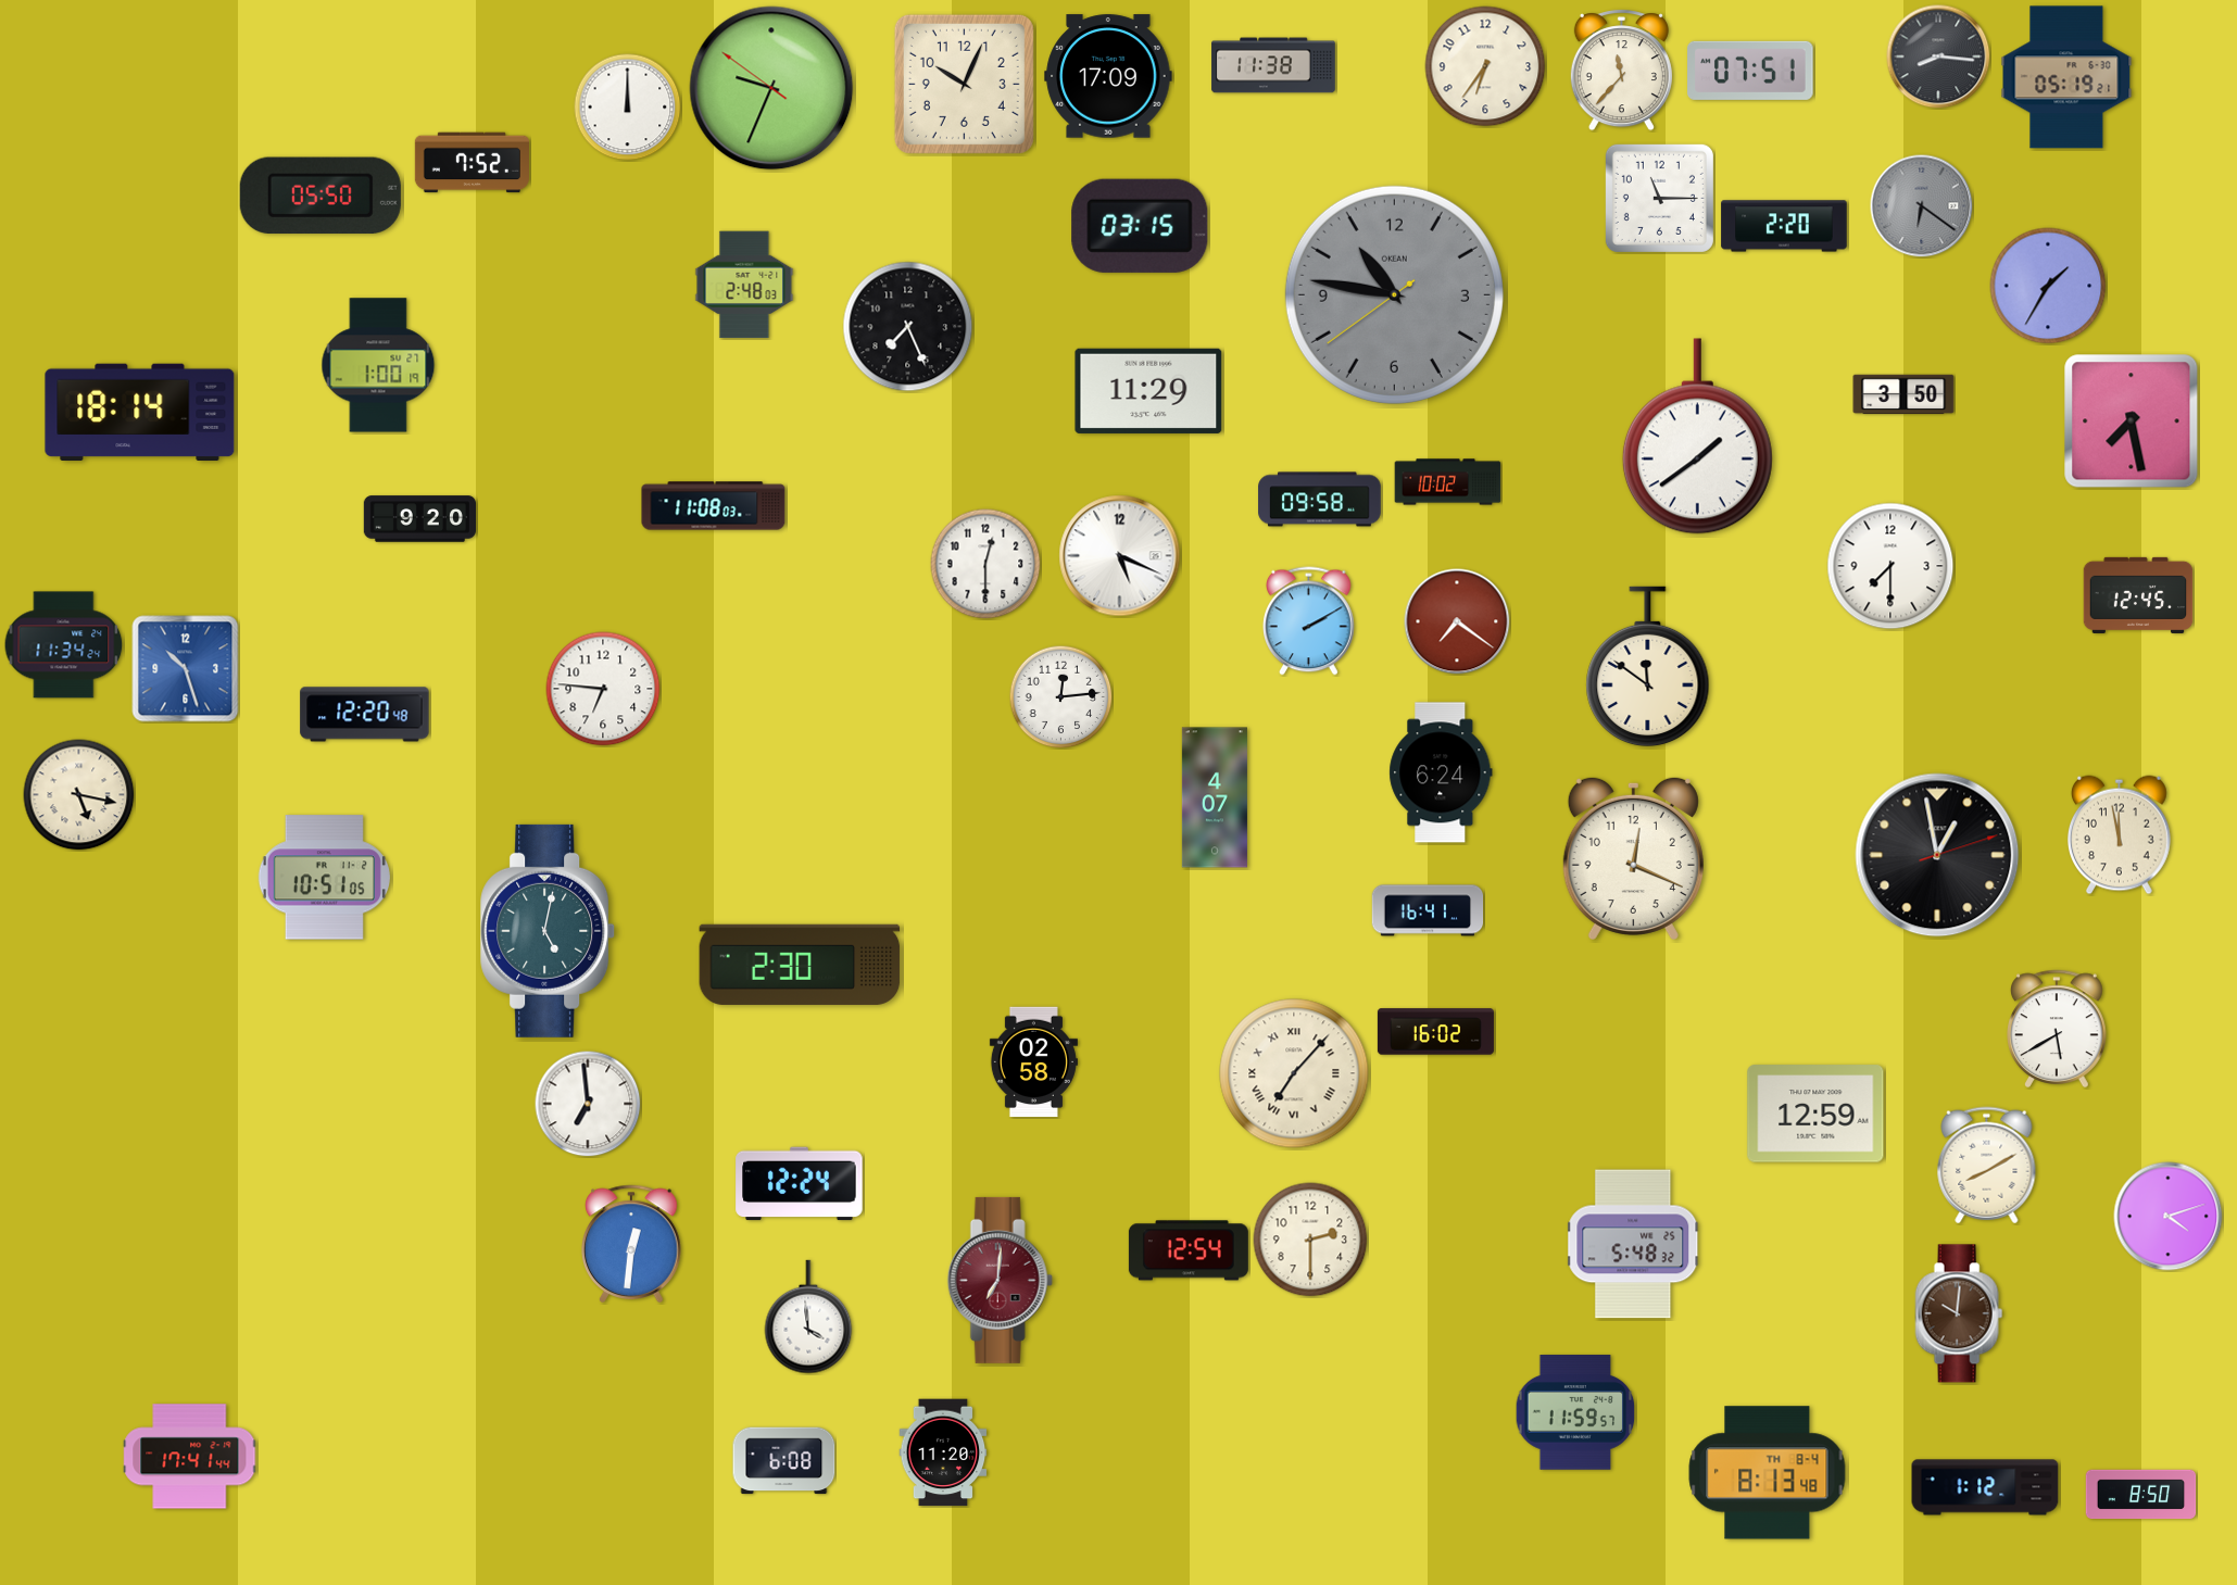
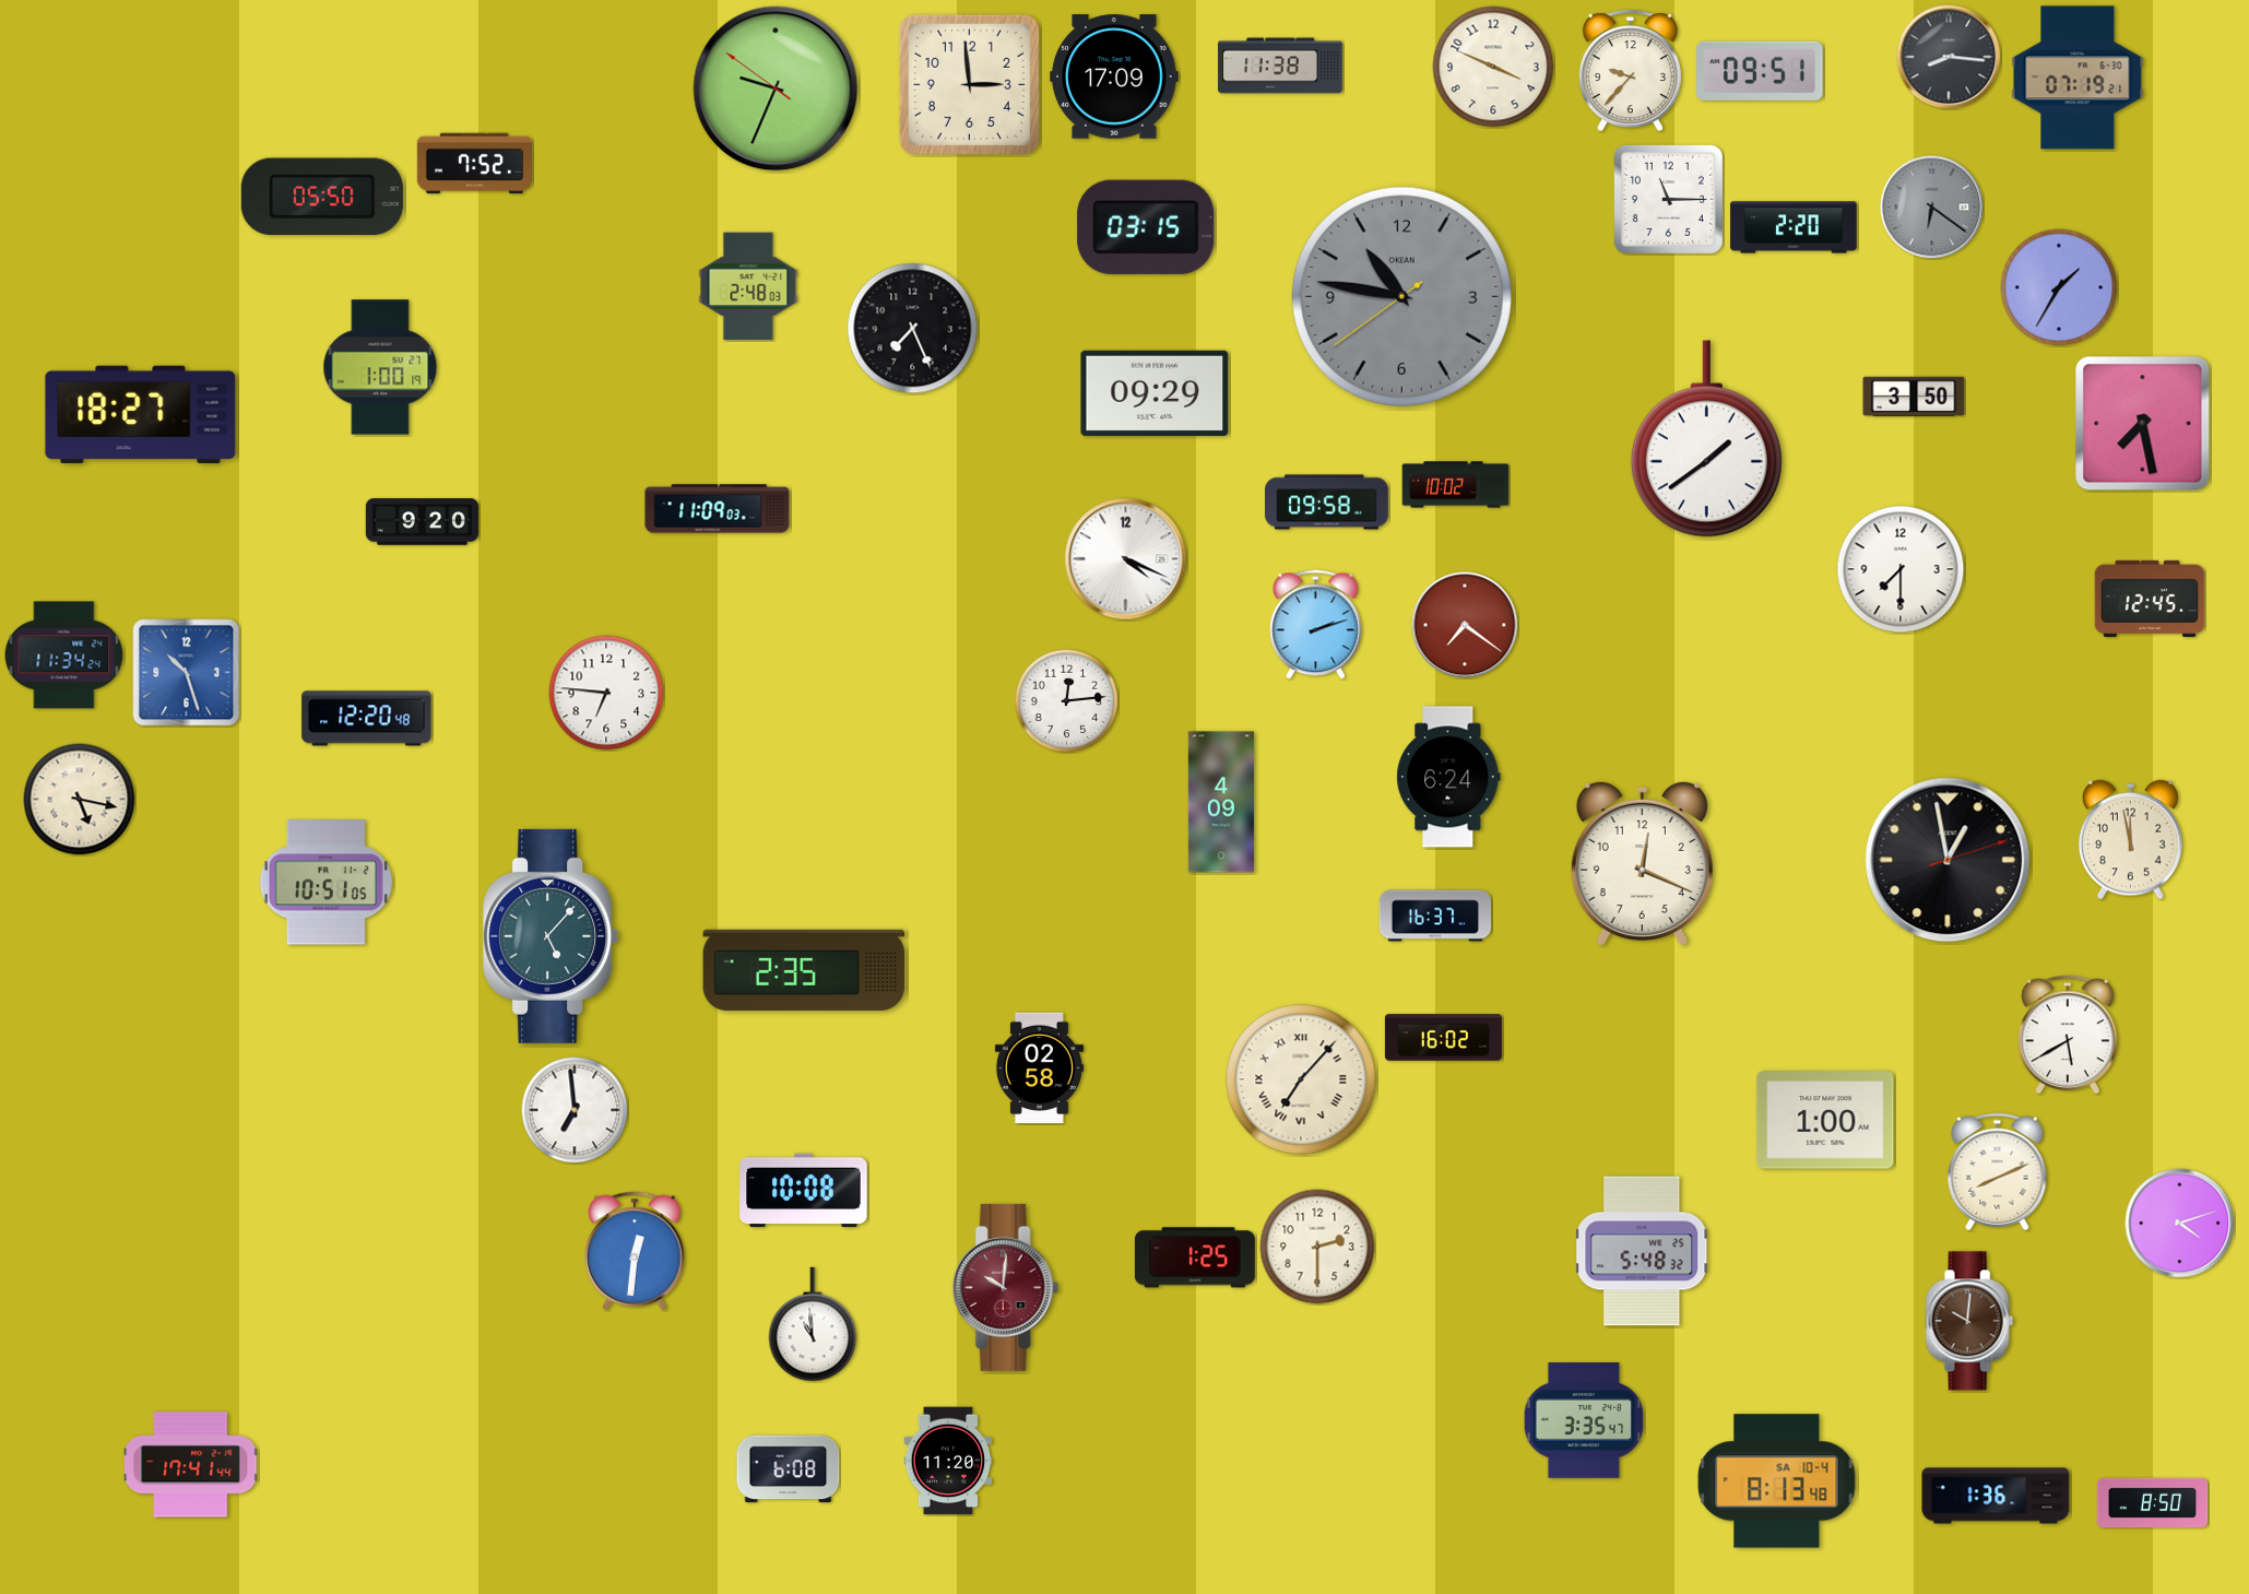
clock at (1485, 66): 6:36 -> 3:49
clock at (1621, 71): 11:37 -> 9:37
clock at (1750, 71): 07:51 -> 09:51
clock at (2066, 77): 05:19 -> 07:19
clock at (964, 84): 10:04 -> 2:59
clock at (628, 108): 12:00 -> none
clock at (1148, 391): 11:29 -> 09:29
clock at (140, 412): 18:14 -> 18:27
clock at (714, 506): 11:08 -> 11:09
clock at (1120, 556): 5:19 -> 4:19
clock at (985, 564): 12:30 -> none
clock at (1309, 621): 2:10 -> 2:12
clock at (64, 645) position: (64, 645) -> (64, 656)
clock at (1648, 667): 11:51 -> none
clock at (1215, 797): 4:07 -> 4:09
clock at (1428, 910): 16:41 -> 16:37
clock at (549, 931): 5:02 -> 5:07
clock at (800, 965): 2:30 -> 2:35
clock at (588, 1104) position: (588, 1104) -> (575, 1110)
clock at (1815, 1114): 12:59 -> 1:00
clock at (1987, 1166): 8:10 -> 8:11
clock at (800, 1184): 12:24 -> 10:08
clock at (1189, 1250): 12:54 -> 1:25
clock at (1000, 1280): 7:01 -> 10:01
clock at (808, 1317): 3:59 -> 10:59
clock at (1575, 1412): 11:59 -> 3:35
clock at (1768, 1473) date: TH 8-4 -> SA 10-4
clock at (1985, 1487): 1:12 -> 1:36
